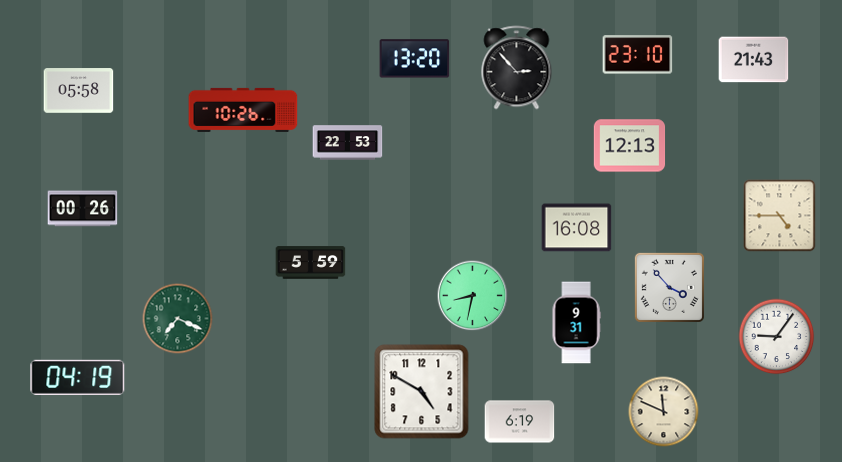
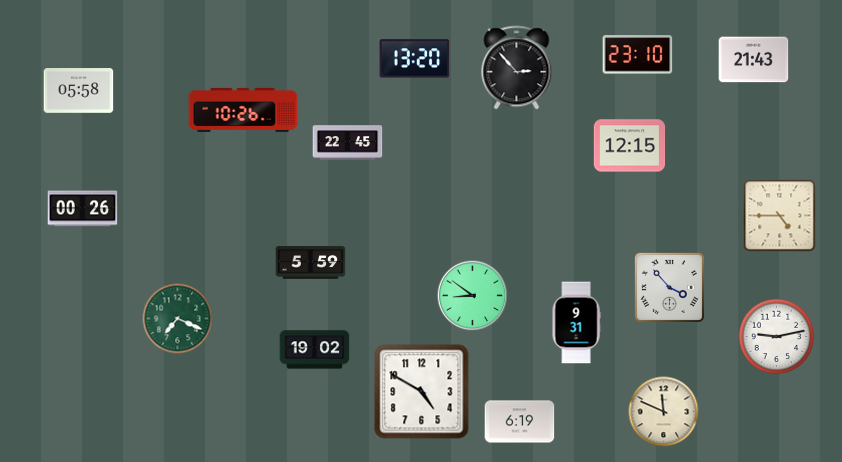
clock at (348, 143): 22:53 -> 22:45
clock at (630, 146): 12:13 -> 12:15
clock at (577, 228): 16:08 -> none
clock at (473, 296): 8:32 -> 8:51
clock at (777, 337): 9:06 -> 9:13
clock at (315, 350): none -> 19:02
clock at (78, 377): 04:19 -> none
